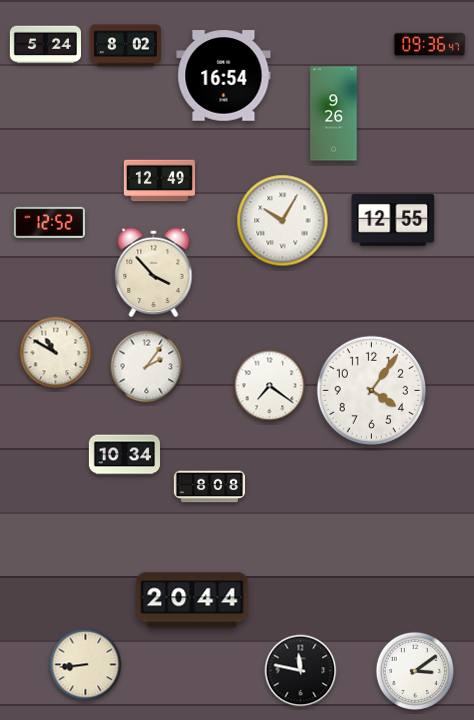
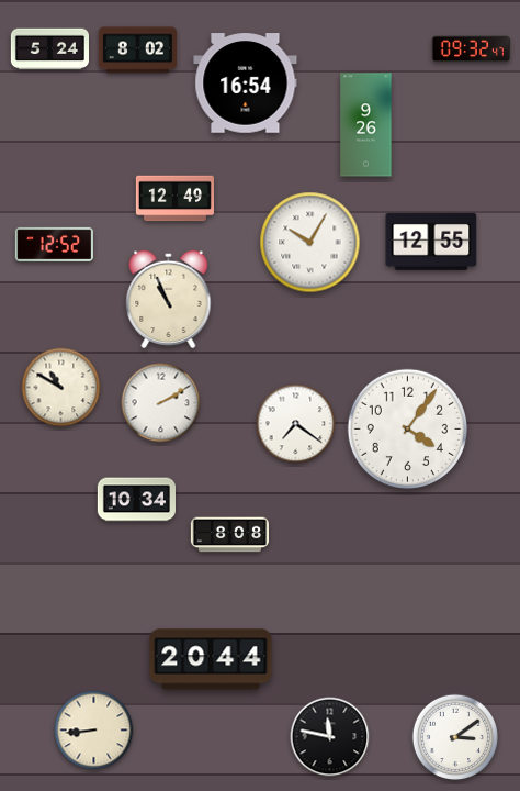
clock at (429, 45): 09:36 -> 09:32
clock at (154, 273): 3:53 -> 10:56
clock at (147, 367): 2:06 -> 2:10
